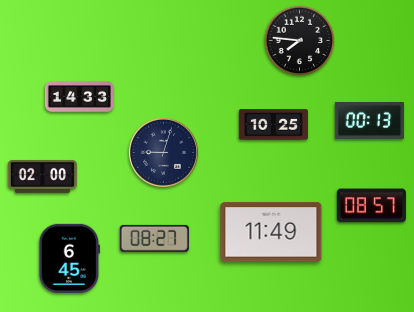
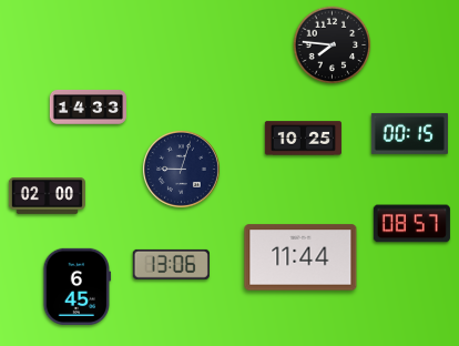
clock at (369, 120): 00:13 -> 00:15
clock at (371, 206) position: (371, 206) -> (411, 224)
clock at (271, 232): 11:49 -> 11:44
clock at (154, 238): 08:27 -> 13:06
